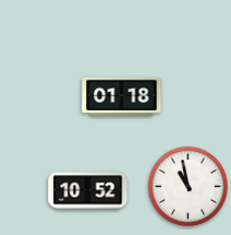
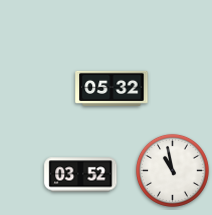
clock at (122, 96): 01:18 -> 05:32
clock at (88, 191): 10:52 -> 03:52
